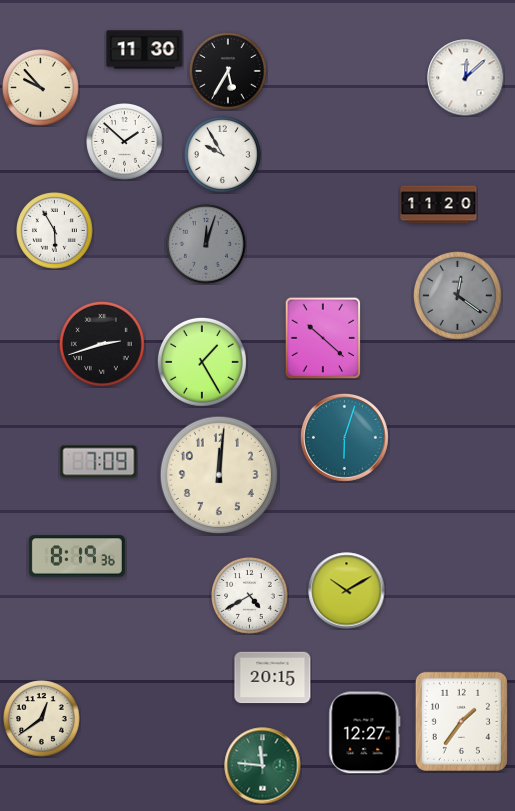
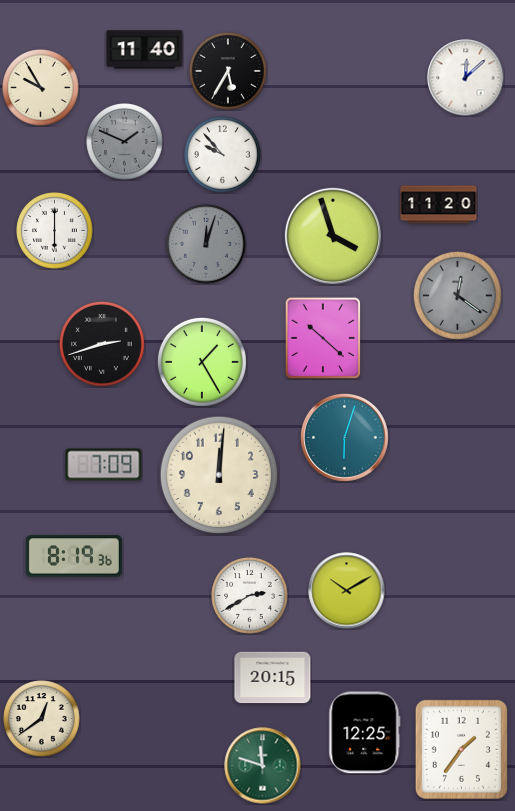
clock at (145, 50): 11:30 -> 11:40
clock at (41, 88): 9:53 -> 9:55
clock at (125, 142): 1:52 -> 1:49
clock at (125, 142) dial: white -> grey
clock at (223, 155): 9:55 -> 9:53
clock at (55, 231): 5:55 -> 6:00
clock at (333, 236): none -> 3:57
clock at (99, 462) position: (99, 462) -> (104, 465)
clock at (77, 556) position: (77, 556) -> (74, 556)
clock at (250, 596): 4:40 -> 2:40
clock at (461, 721) position: (461, 721) -> (461, 749)
clock at (365, 733): 12:27 -> 12:25
clock at (263, 766): 11:46 -> 11:48
